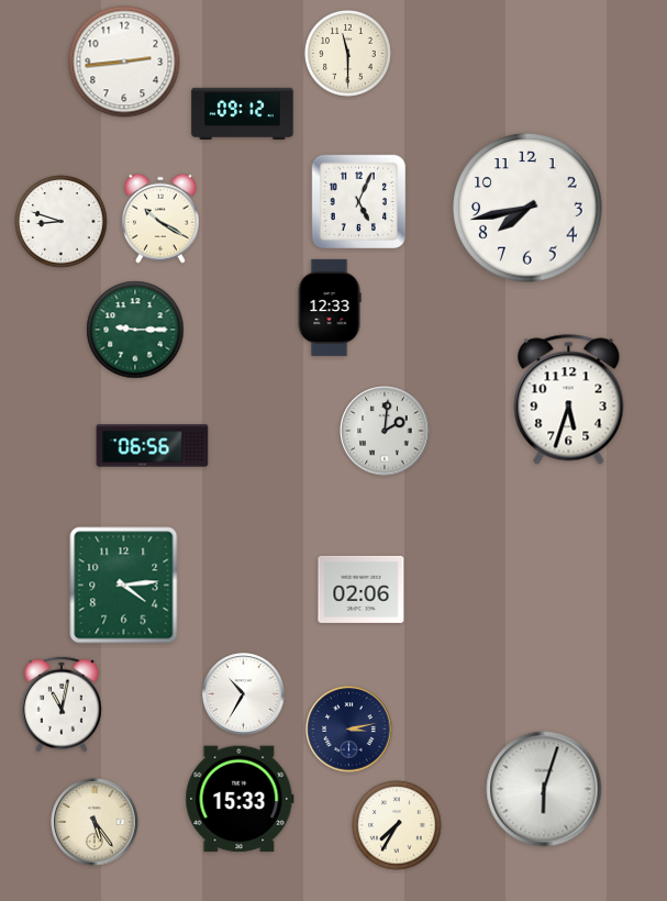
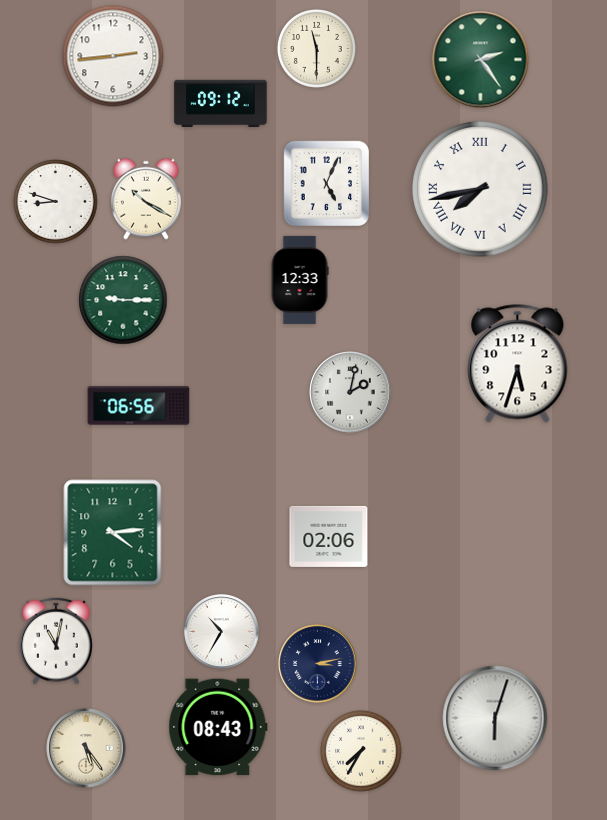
clock at (481, 60): none -> 2:24
clock at (527, 208) numerals: Arabic -> Roman
clock at (385, 431): 2:01 -> 2:02
clock at (240, 799): 15:33 -> 08:43
